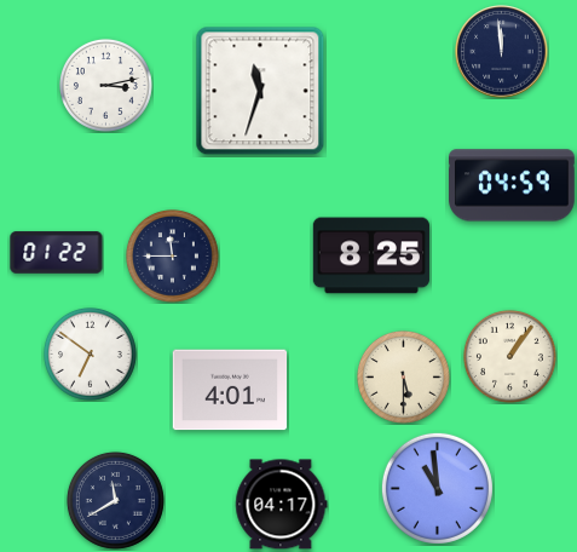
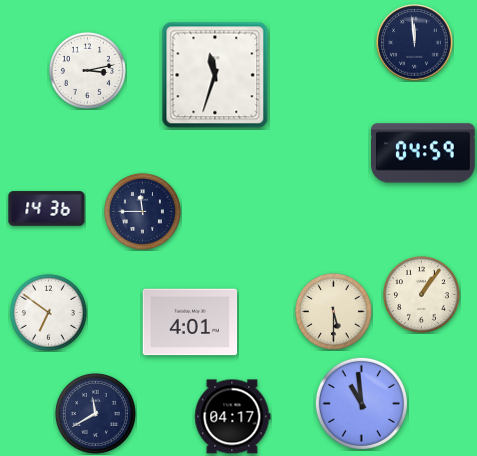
clock at (57, 253): 01:22 -> 14:36
clock at (371, 255): 8:25 -> none
clock at (90, 353) position: (90, 353) -> (48, 312)
